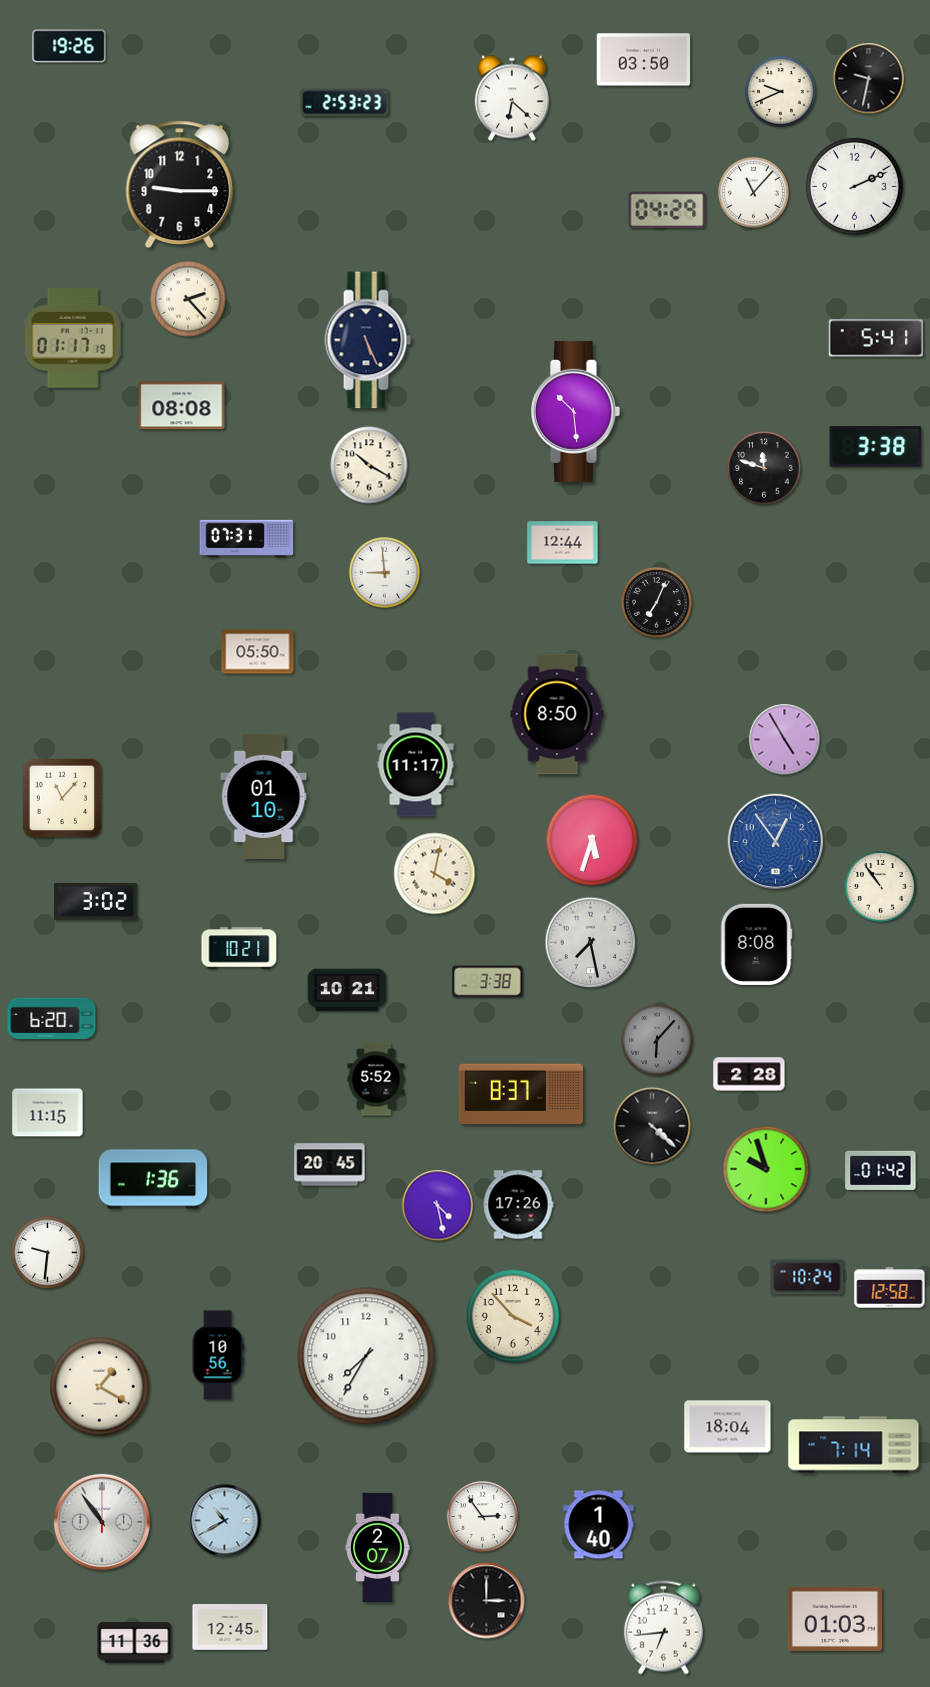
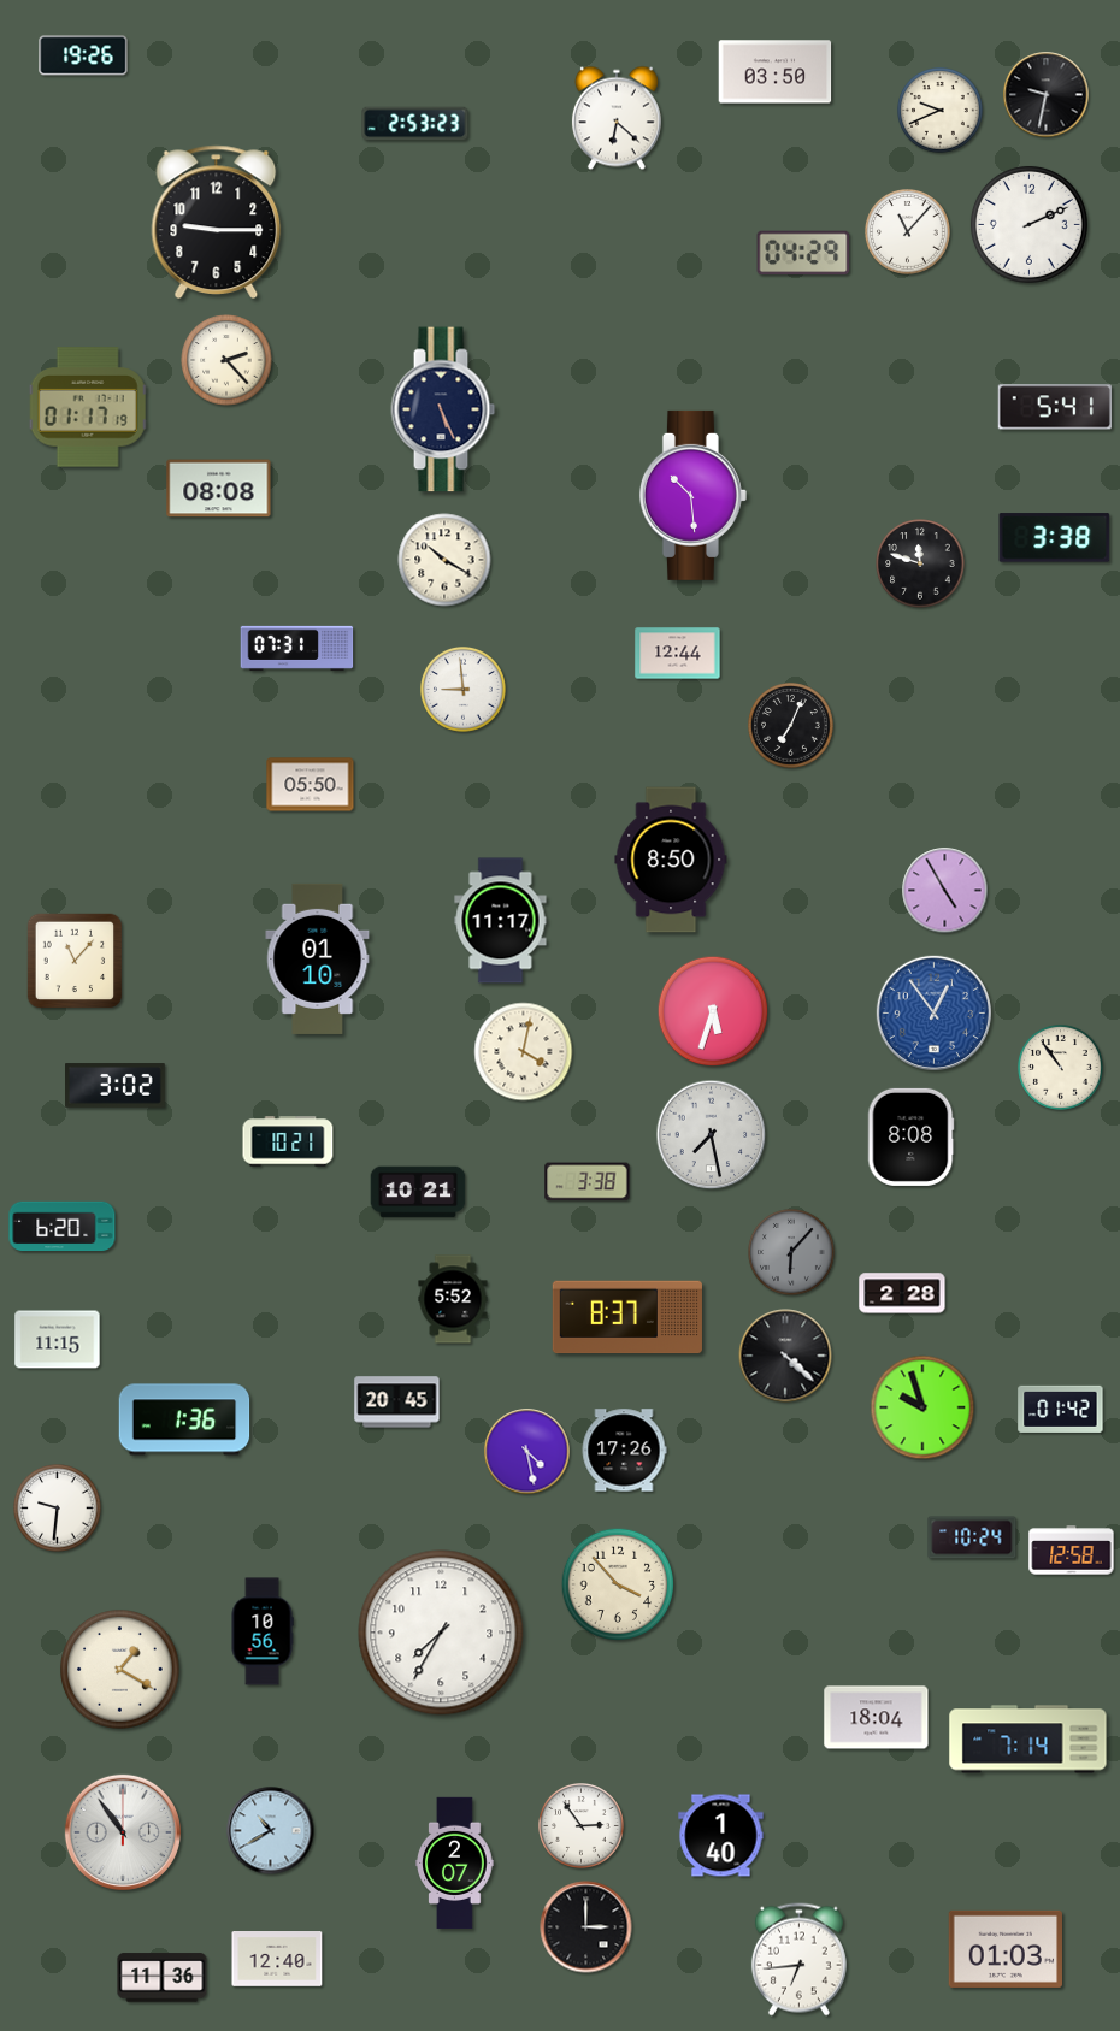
clock at (230, 1628): 12:45 -> 12:40
